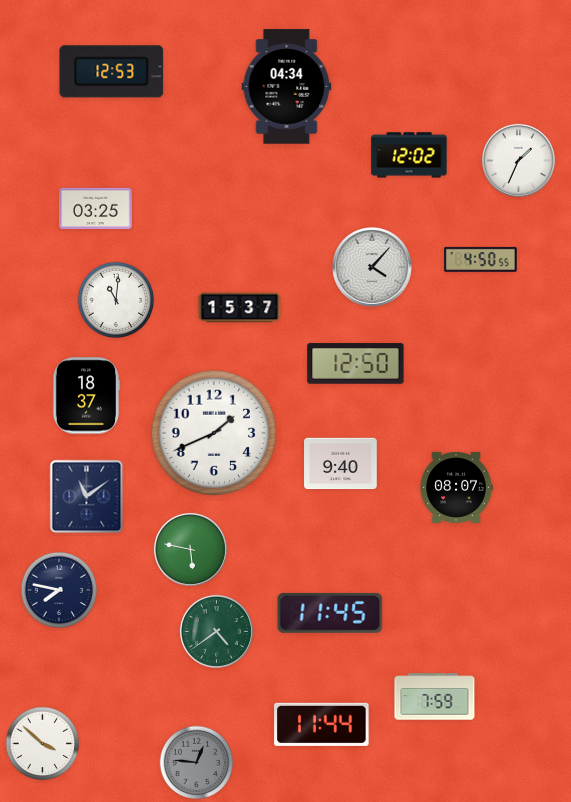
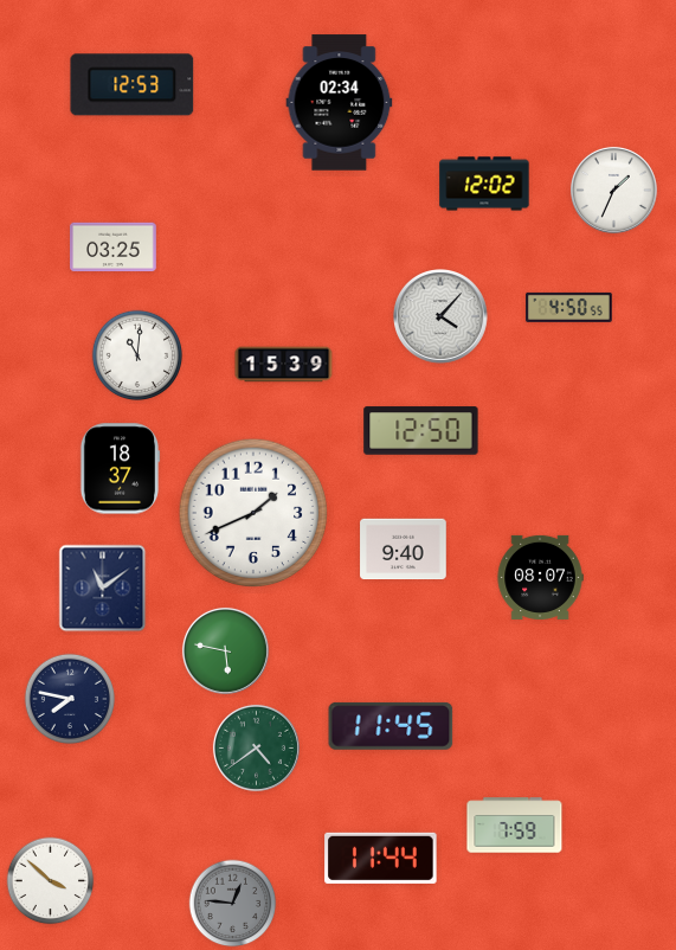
clock at (287, 87): 04:34 -> 02:34
clock at (240, 308): 15:37 -> 15:39
clock at (86, 396) position: (86, 396) -> (120, 469)
